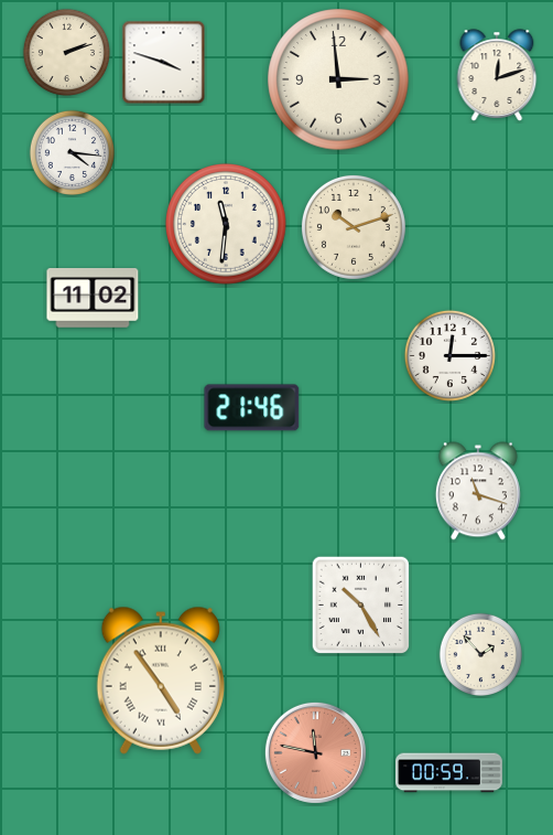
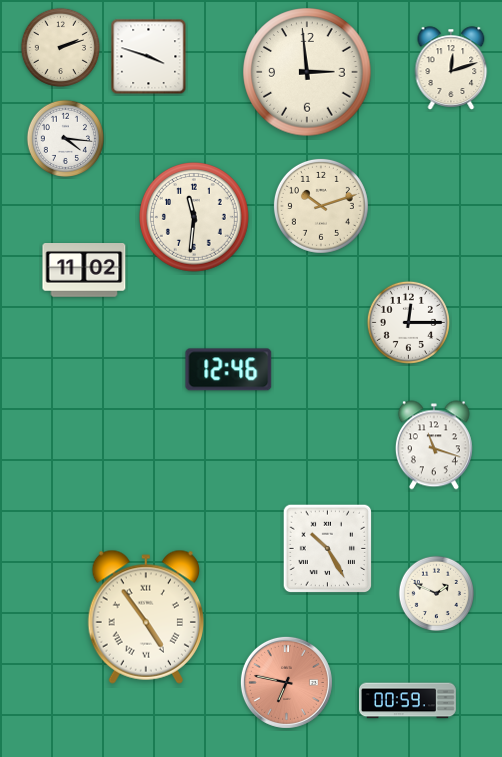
clock at (227, 225) position: (227, 225) -> (195, 218)
clock at (252, 408): 21:46 -> 12:46
clock at (480, 654): 1:53 -> 1:49
clock at (315, 752): 11:47 -> 6:47
